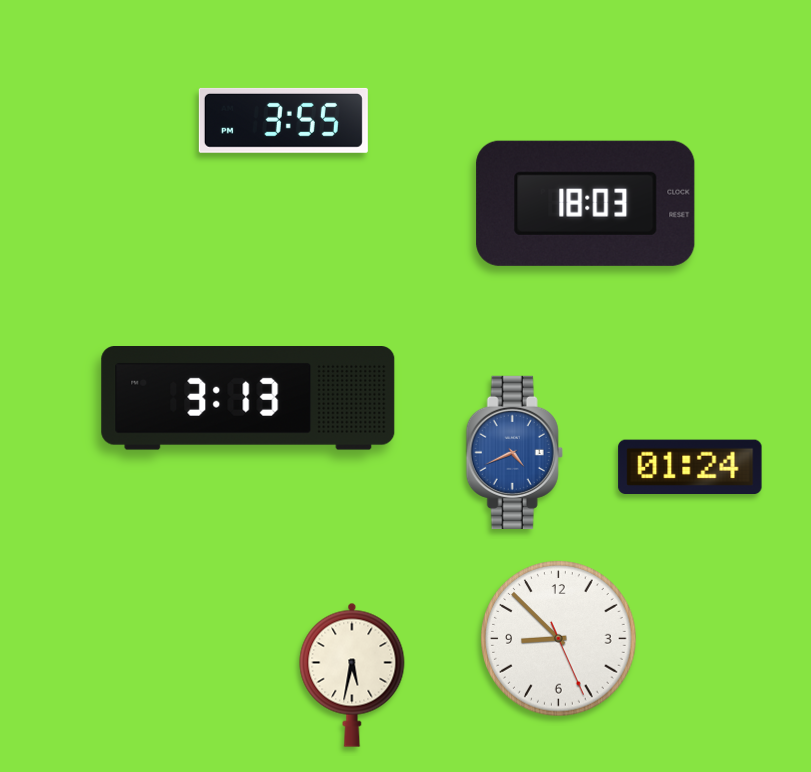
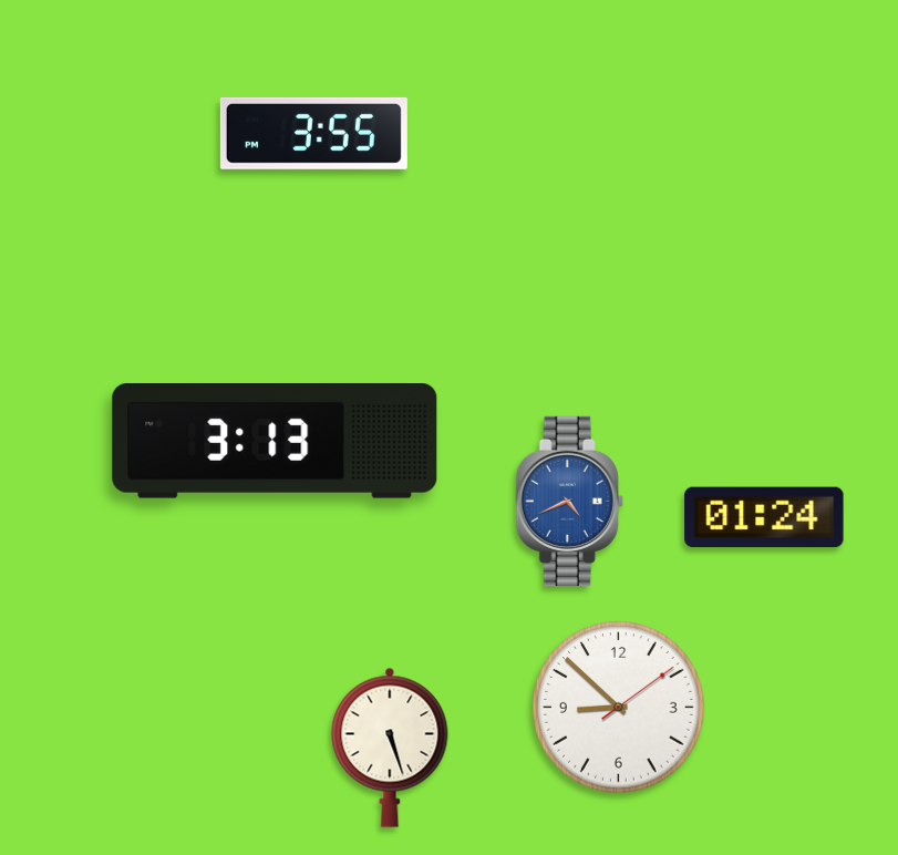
clock at (586, 203): 18:03 -> none
clock at (559, 639): 8:52:26 -> 8:52:09
clock at (352, 675): 5:32 -> 5:27
